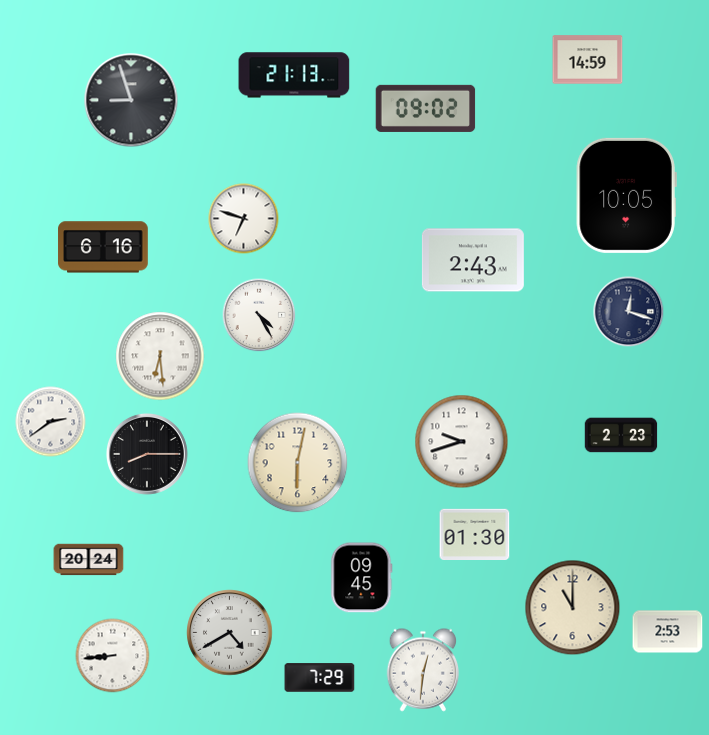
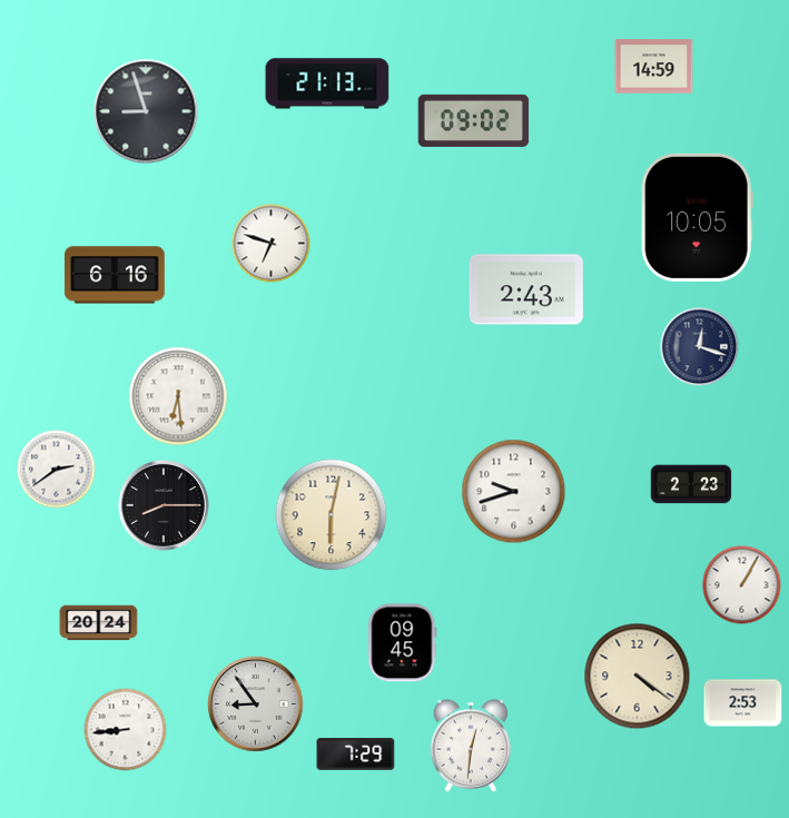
clock at (259, 315): 4:25 -> none
clock at (742, 585): none -> 1:05
clock at (475, 534): 01:30 -> none
clock at (573, 608): 11:00 -> 4:21
clock at (230, 633): 4:40 -> 8:54
